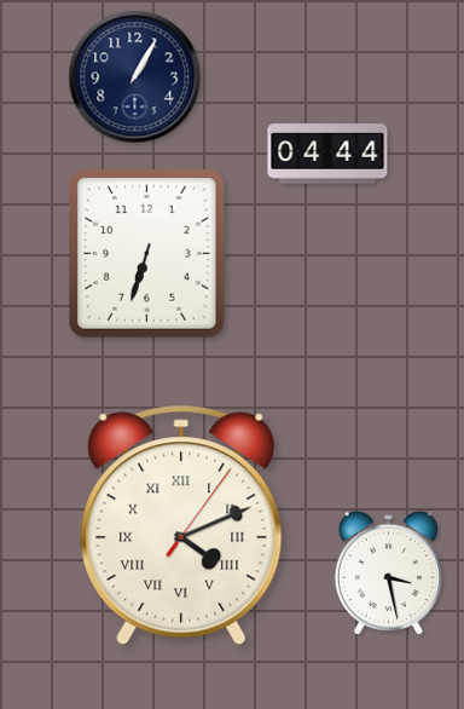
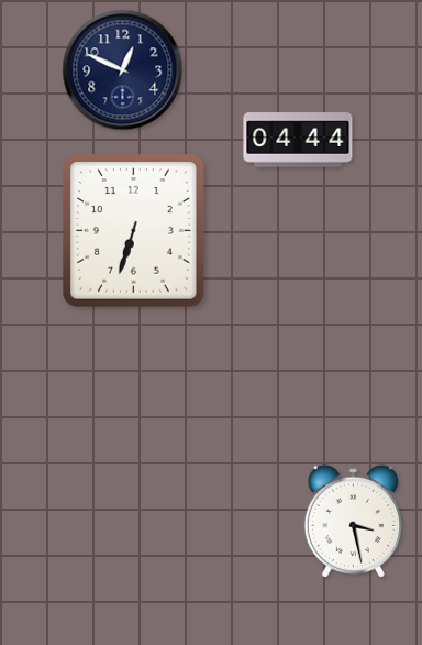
clock at (135, 77): 1:05 -> 12:49
clock at (181, 525): 4:11 -> none
